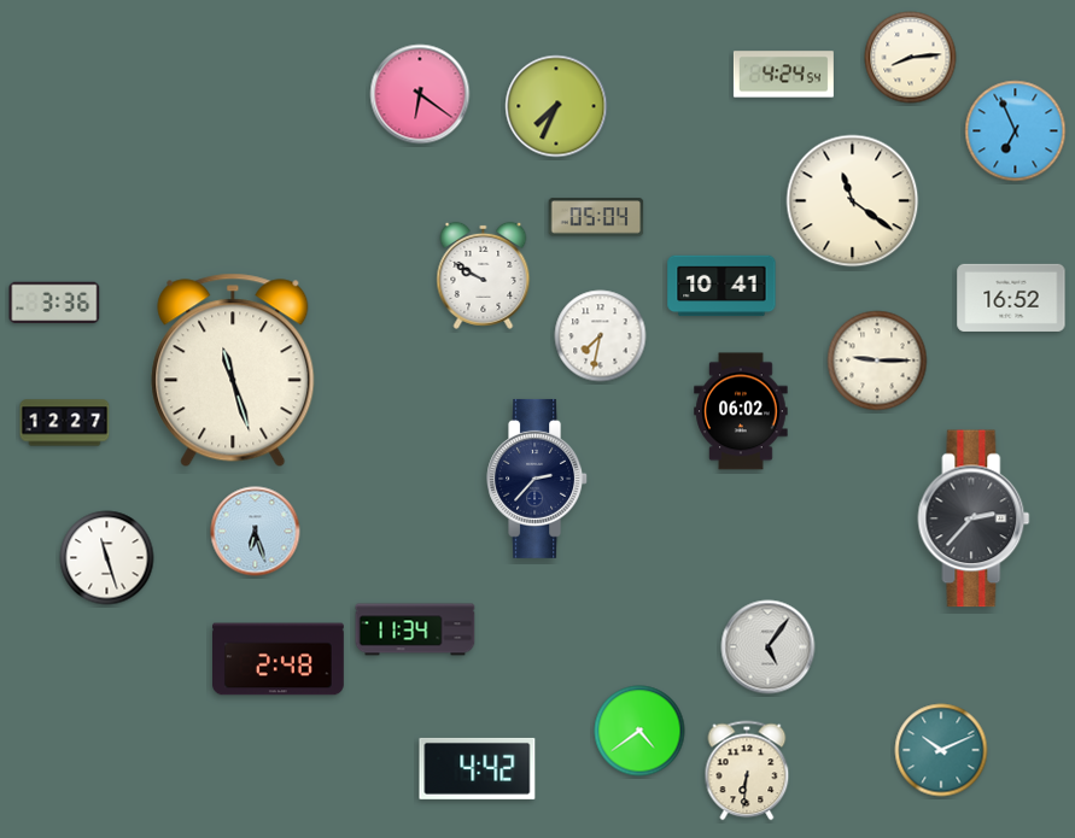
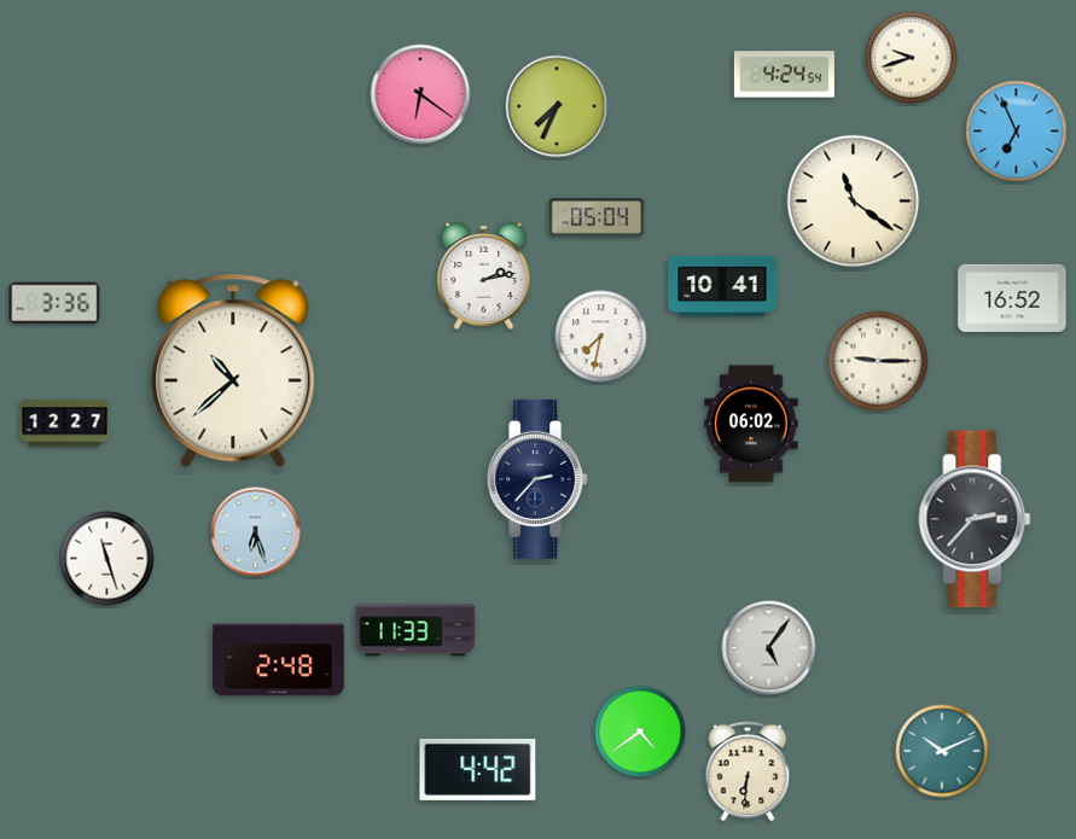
clock at (911, 58): 8:14 -> 9:42
clock at (484, 275): 9:50 -> 2:13
clock at (233, 370): 11:27 -> 10:38
clock at (741, 411) position: (741, 411) -> (751, 424)
clock at (415, 629): 11:34 -> 11:33
